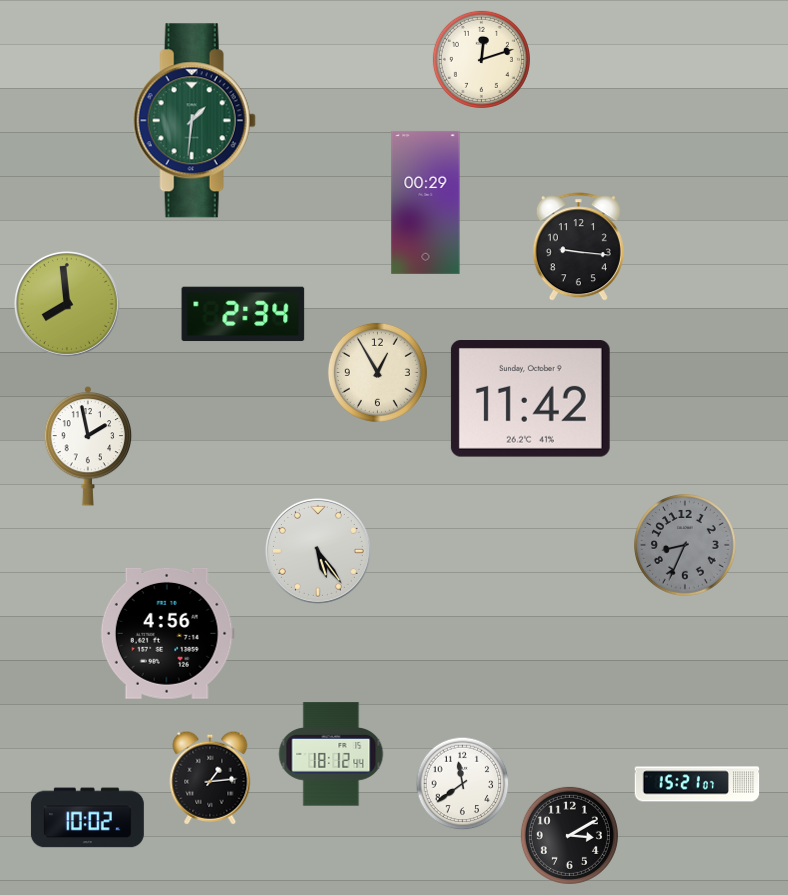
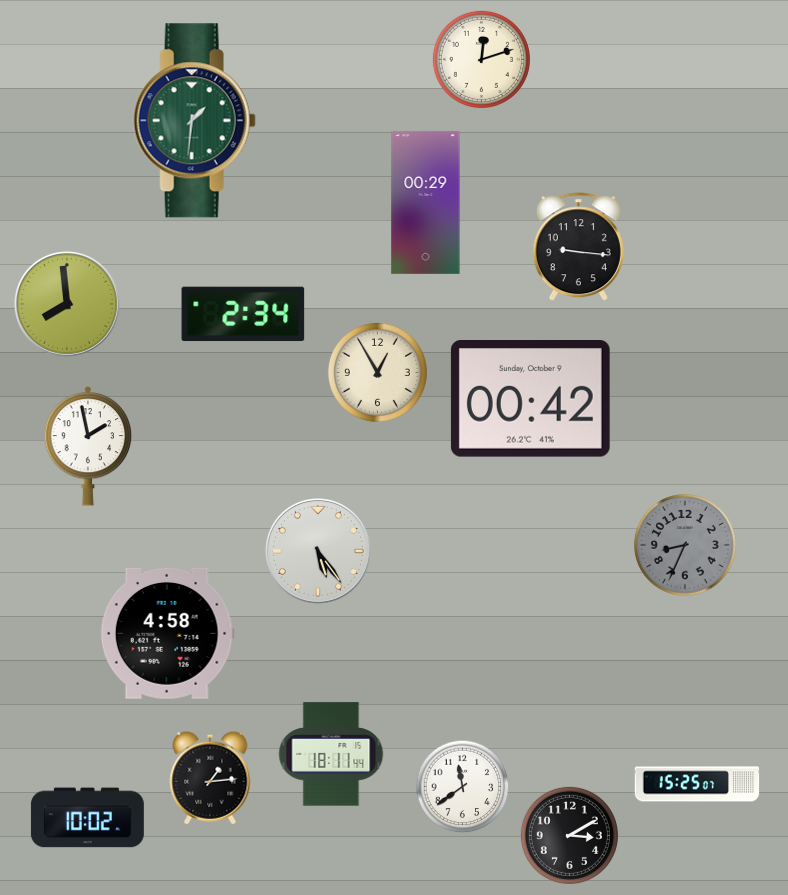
clock at (530, 399): 11:42 -> 00:42
clock at (167, 633): 4:56 -> 4:58
clock at (331, 754): 18:12 -> 18:11
clock at (463, 784) position: (463, 784) -> (463, 787)
clock at (697, 784): 15:21 -> 15:25
